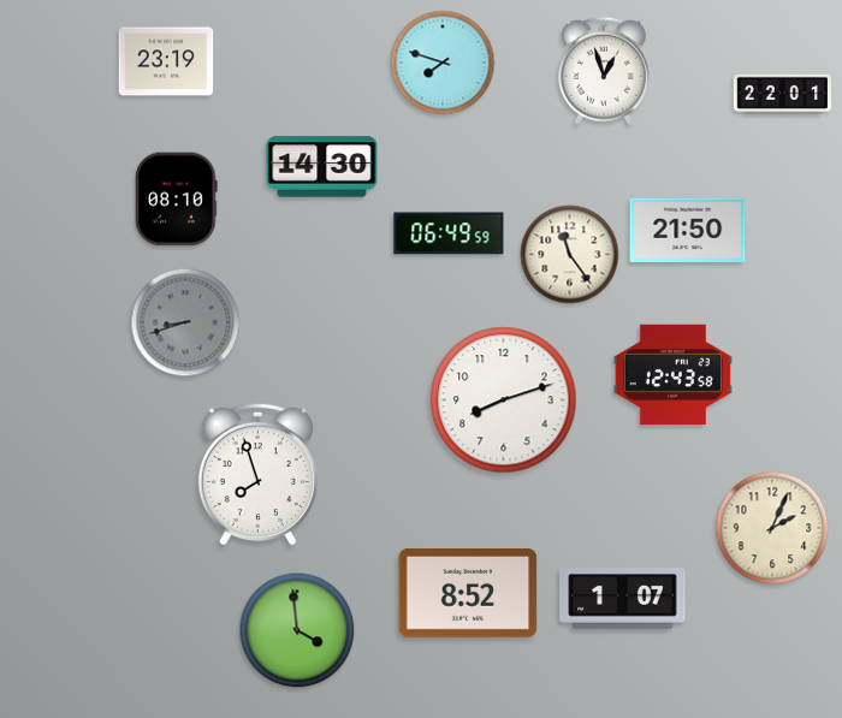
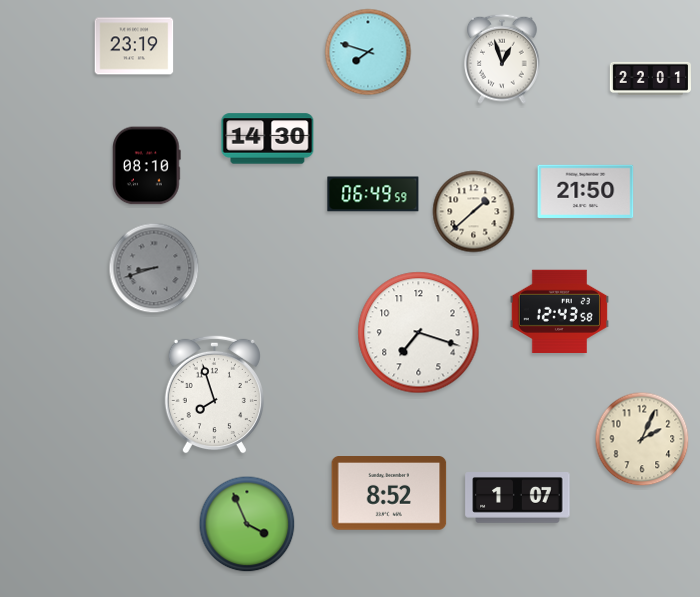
clock at (166, 61) position: (166, 61) -> (134, 46)
clock at (688, 230) position: (688, 230) -> (586, 191)
clock at (570, 255): 11:24 -> 1:38
clock at (504, 400): 8:12 -> 7:18
clock at (297, 630): 3:59 -> 3:56
